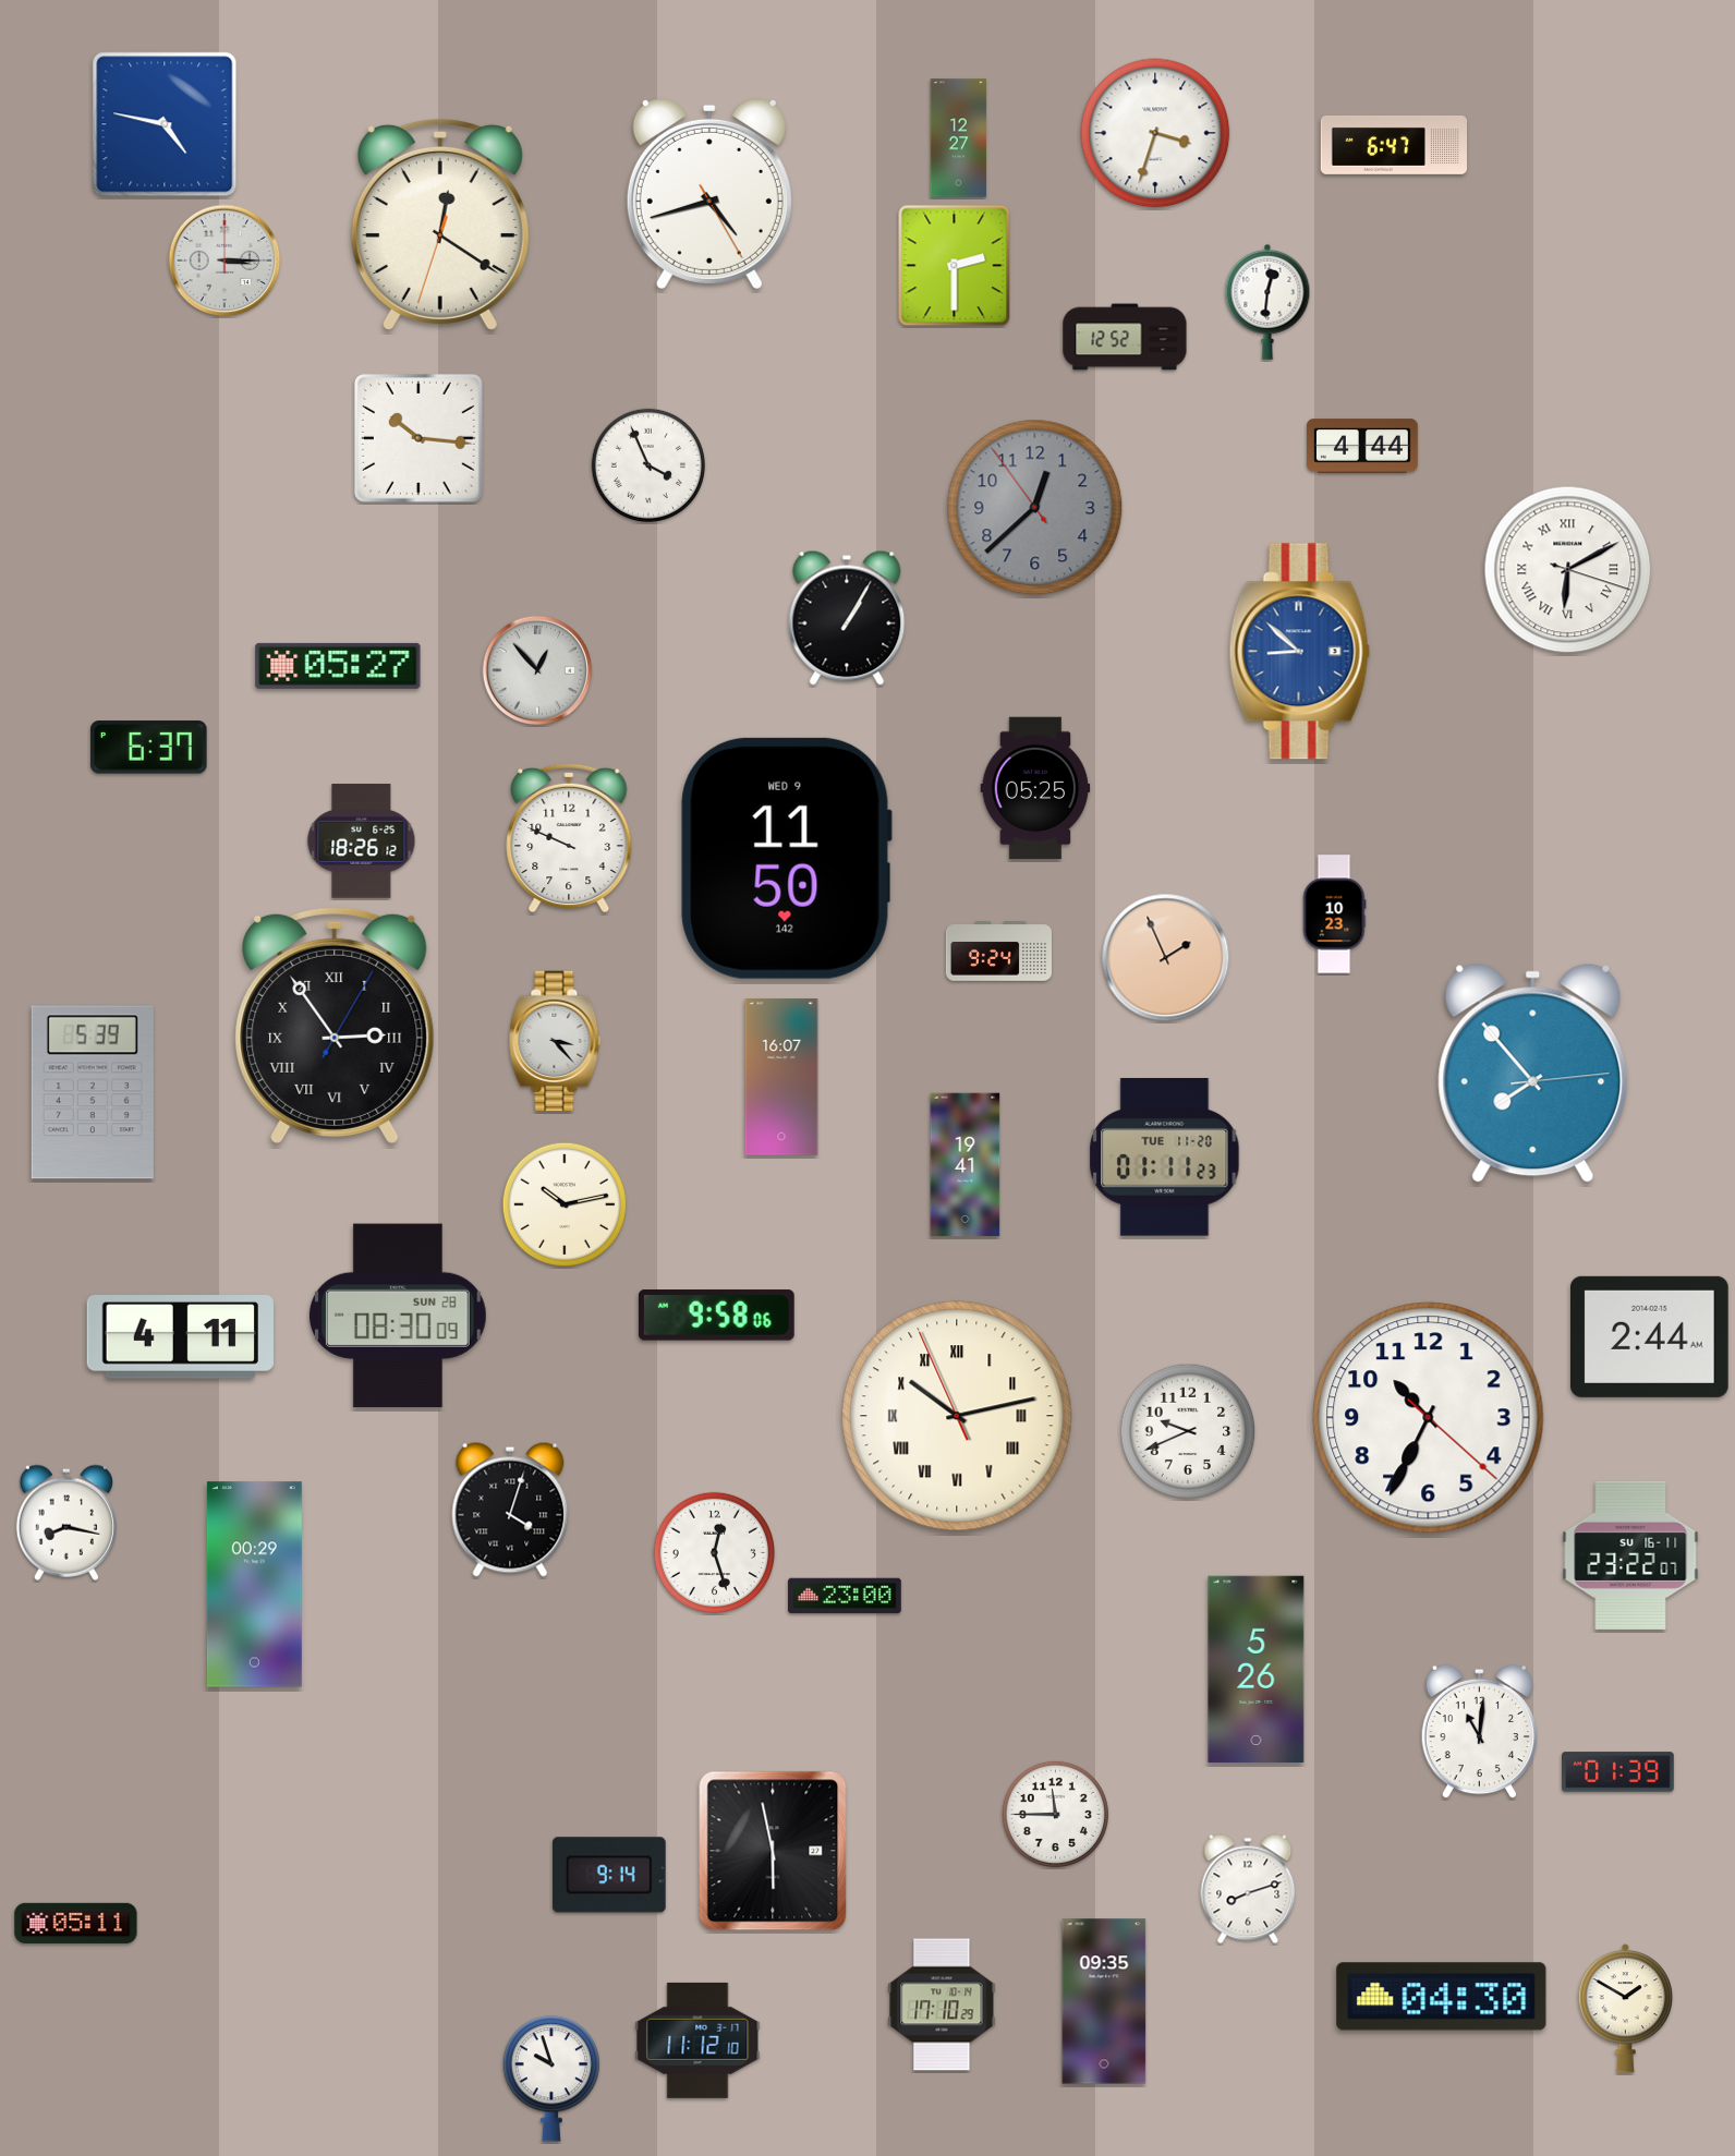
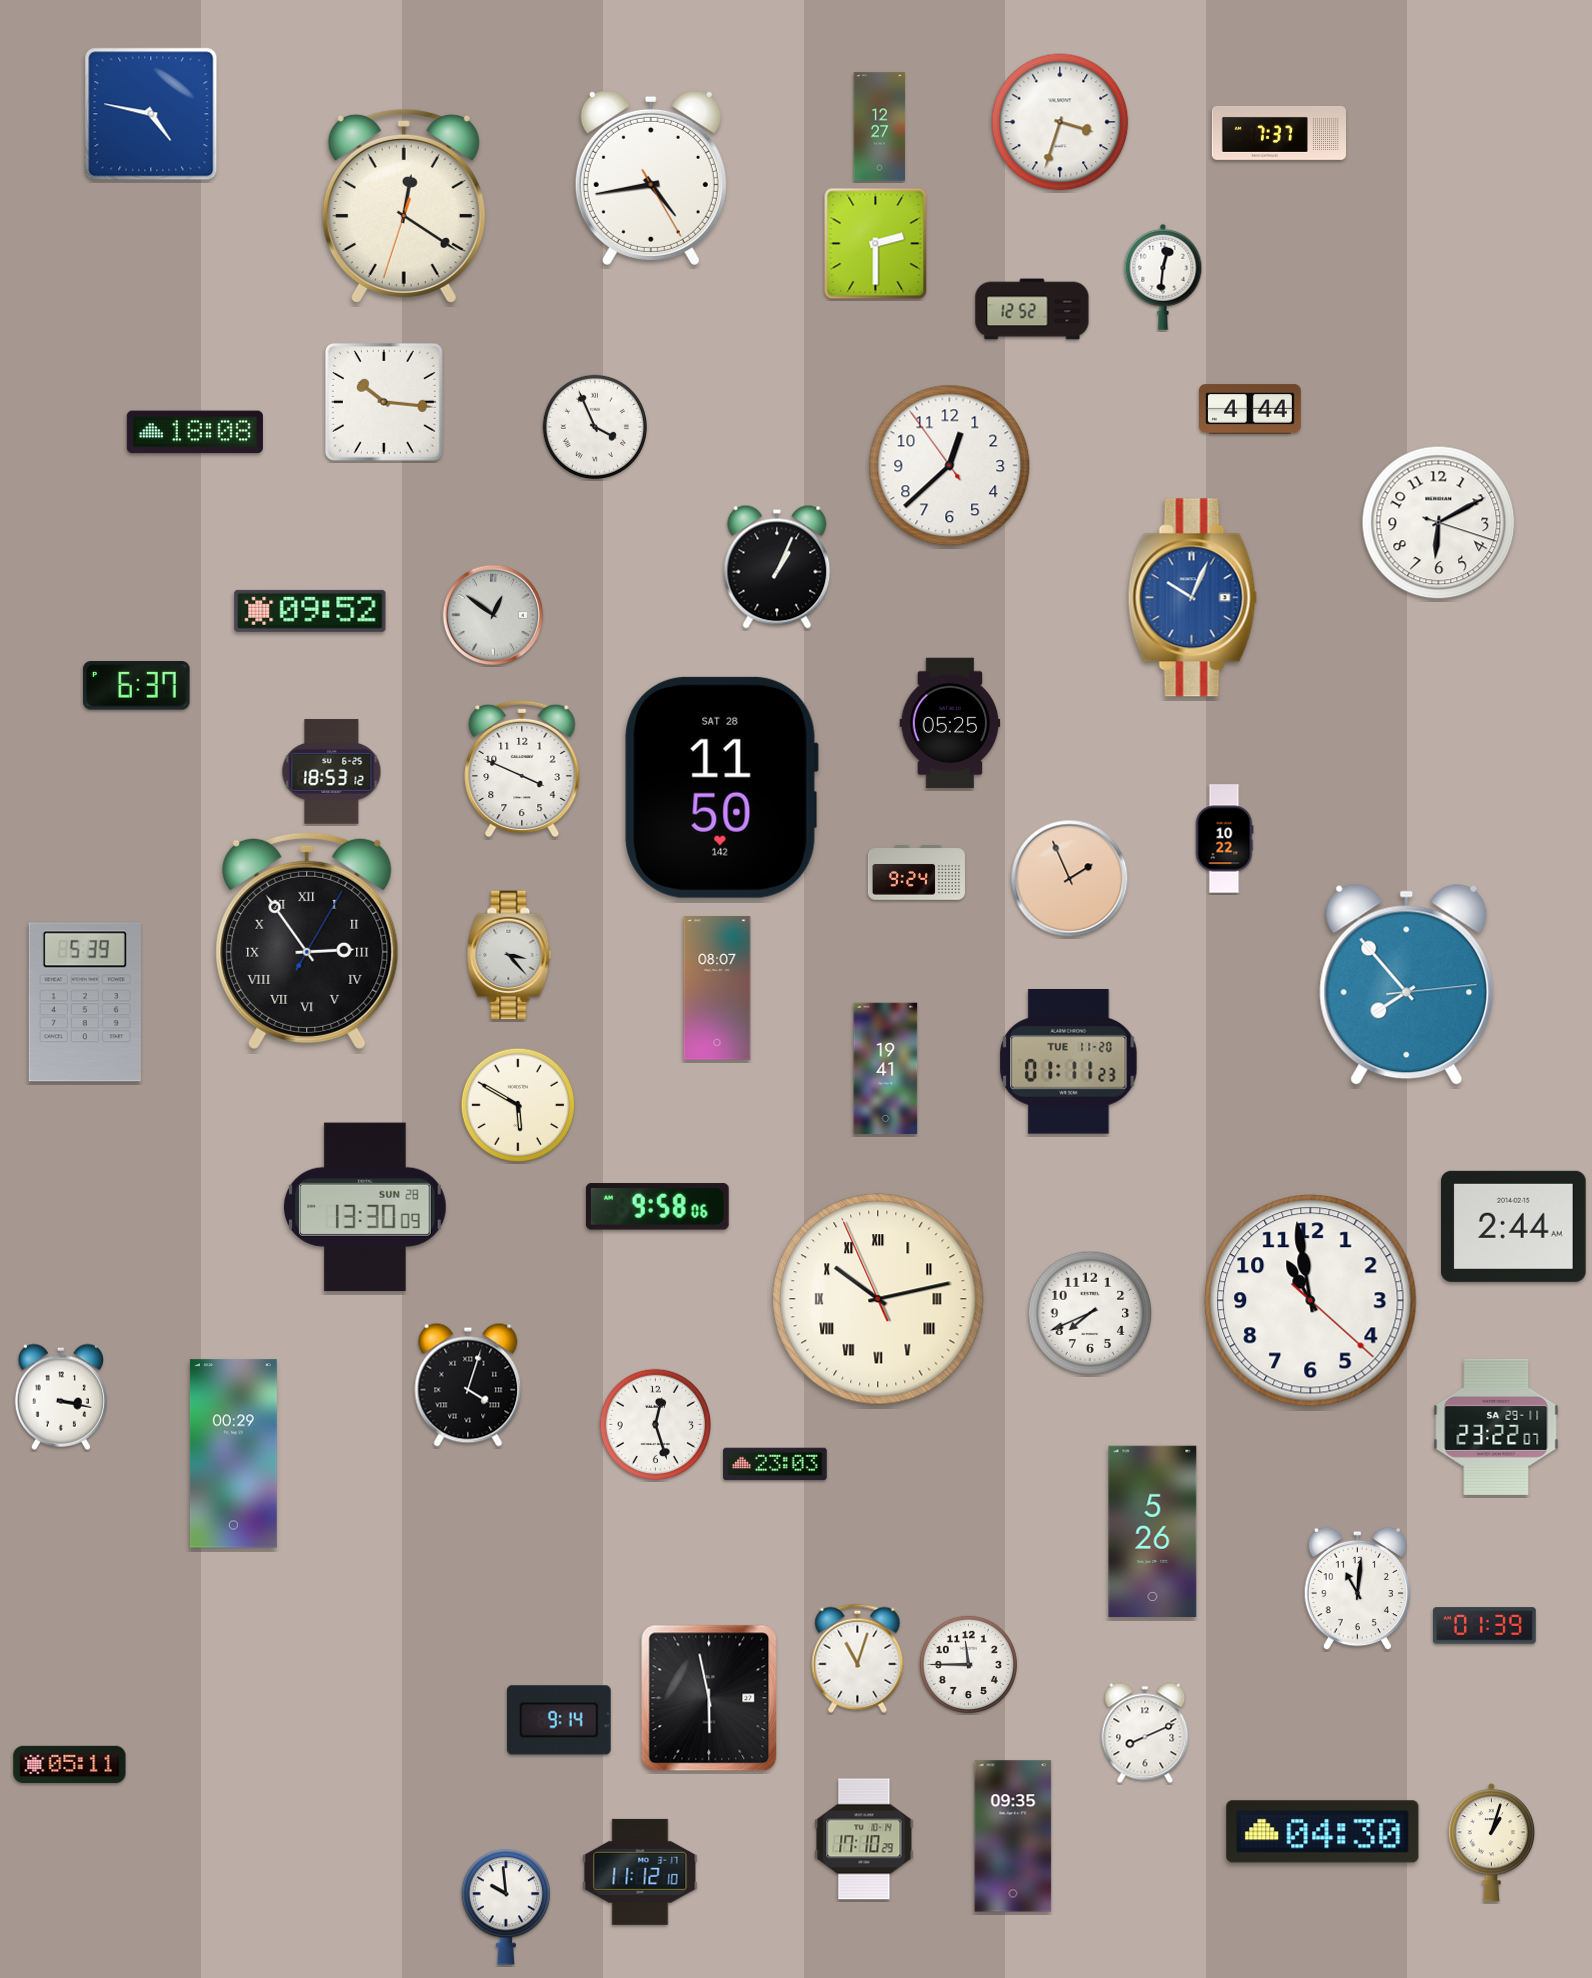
clock at (1393, 145): 6:47 -> 7:37
clock at (709, 193): 4:42 -> 4:43
clock at (225, 261): 3:15 -> none
clock at (195, 432): none -> 18:08
clock at (1035, 508) dial: grey -> white
clock at (1568, 570) numerals: Roman -> Arabic
clock at (847, 618): 1:05 -> 1:04
clock at (1299, 652): 8:52 -> 10:04
clock at (338, 666): 05:27 -> 09:52
clock at (537, 670): 12:53 -> 12:51
clock at (569, 838): 9:49 -> 3:49
clock at (362, 841): 18:26 -> 18:53
clock at (786, 858) date: WED 9 -> SAT 28
clock at (1334, 915): 10:23 -> 10:22
clock at (781, 1077): 16:07 -> 08:07
clock at (565, 1204): 10:13 -> 5:50
clock at (398, 1316): 08:30 -> 13:30
clock at (180, 1337): 4:11 -> none
clock at (1429, 1418): 10:34 -> 10:58
clock at (1188, 1431): 9:41 -> 7:41
clock at (66, 1523): 8:17 -> 3:17
clock at (1630, 1555) date: SU 16-11 -> SA 29-11
clock at (845, 1596): 23:00 -> 23:03
clock at (858, 1658): none -> 11:03
clock at (1248, 1889): 8:12 -> 8:11
clock at (1626, 2008): 1:50 -> 1:03
clock at (550, 2079): 9:57 -> 9:59
